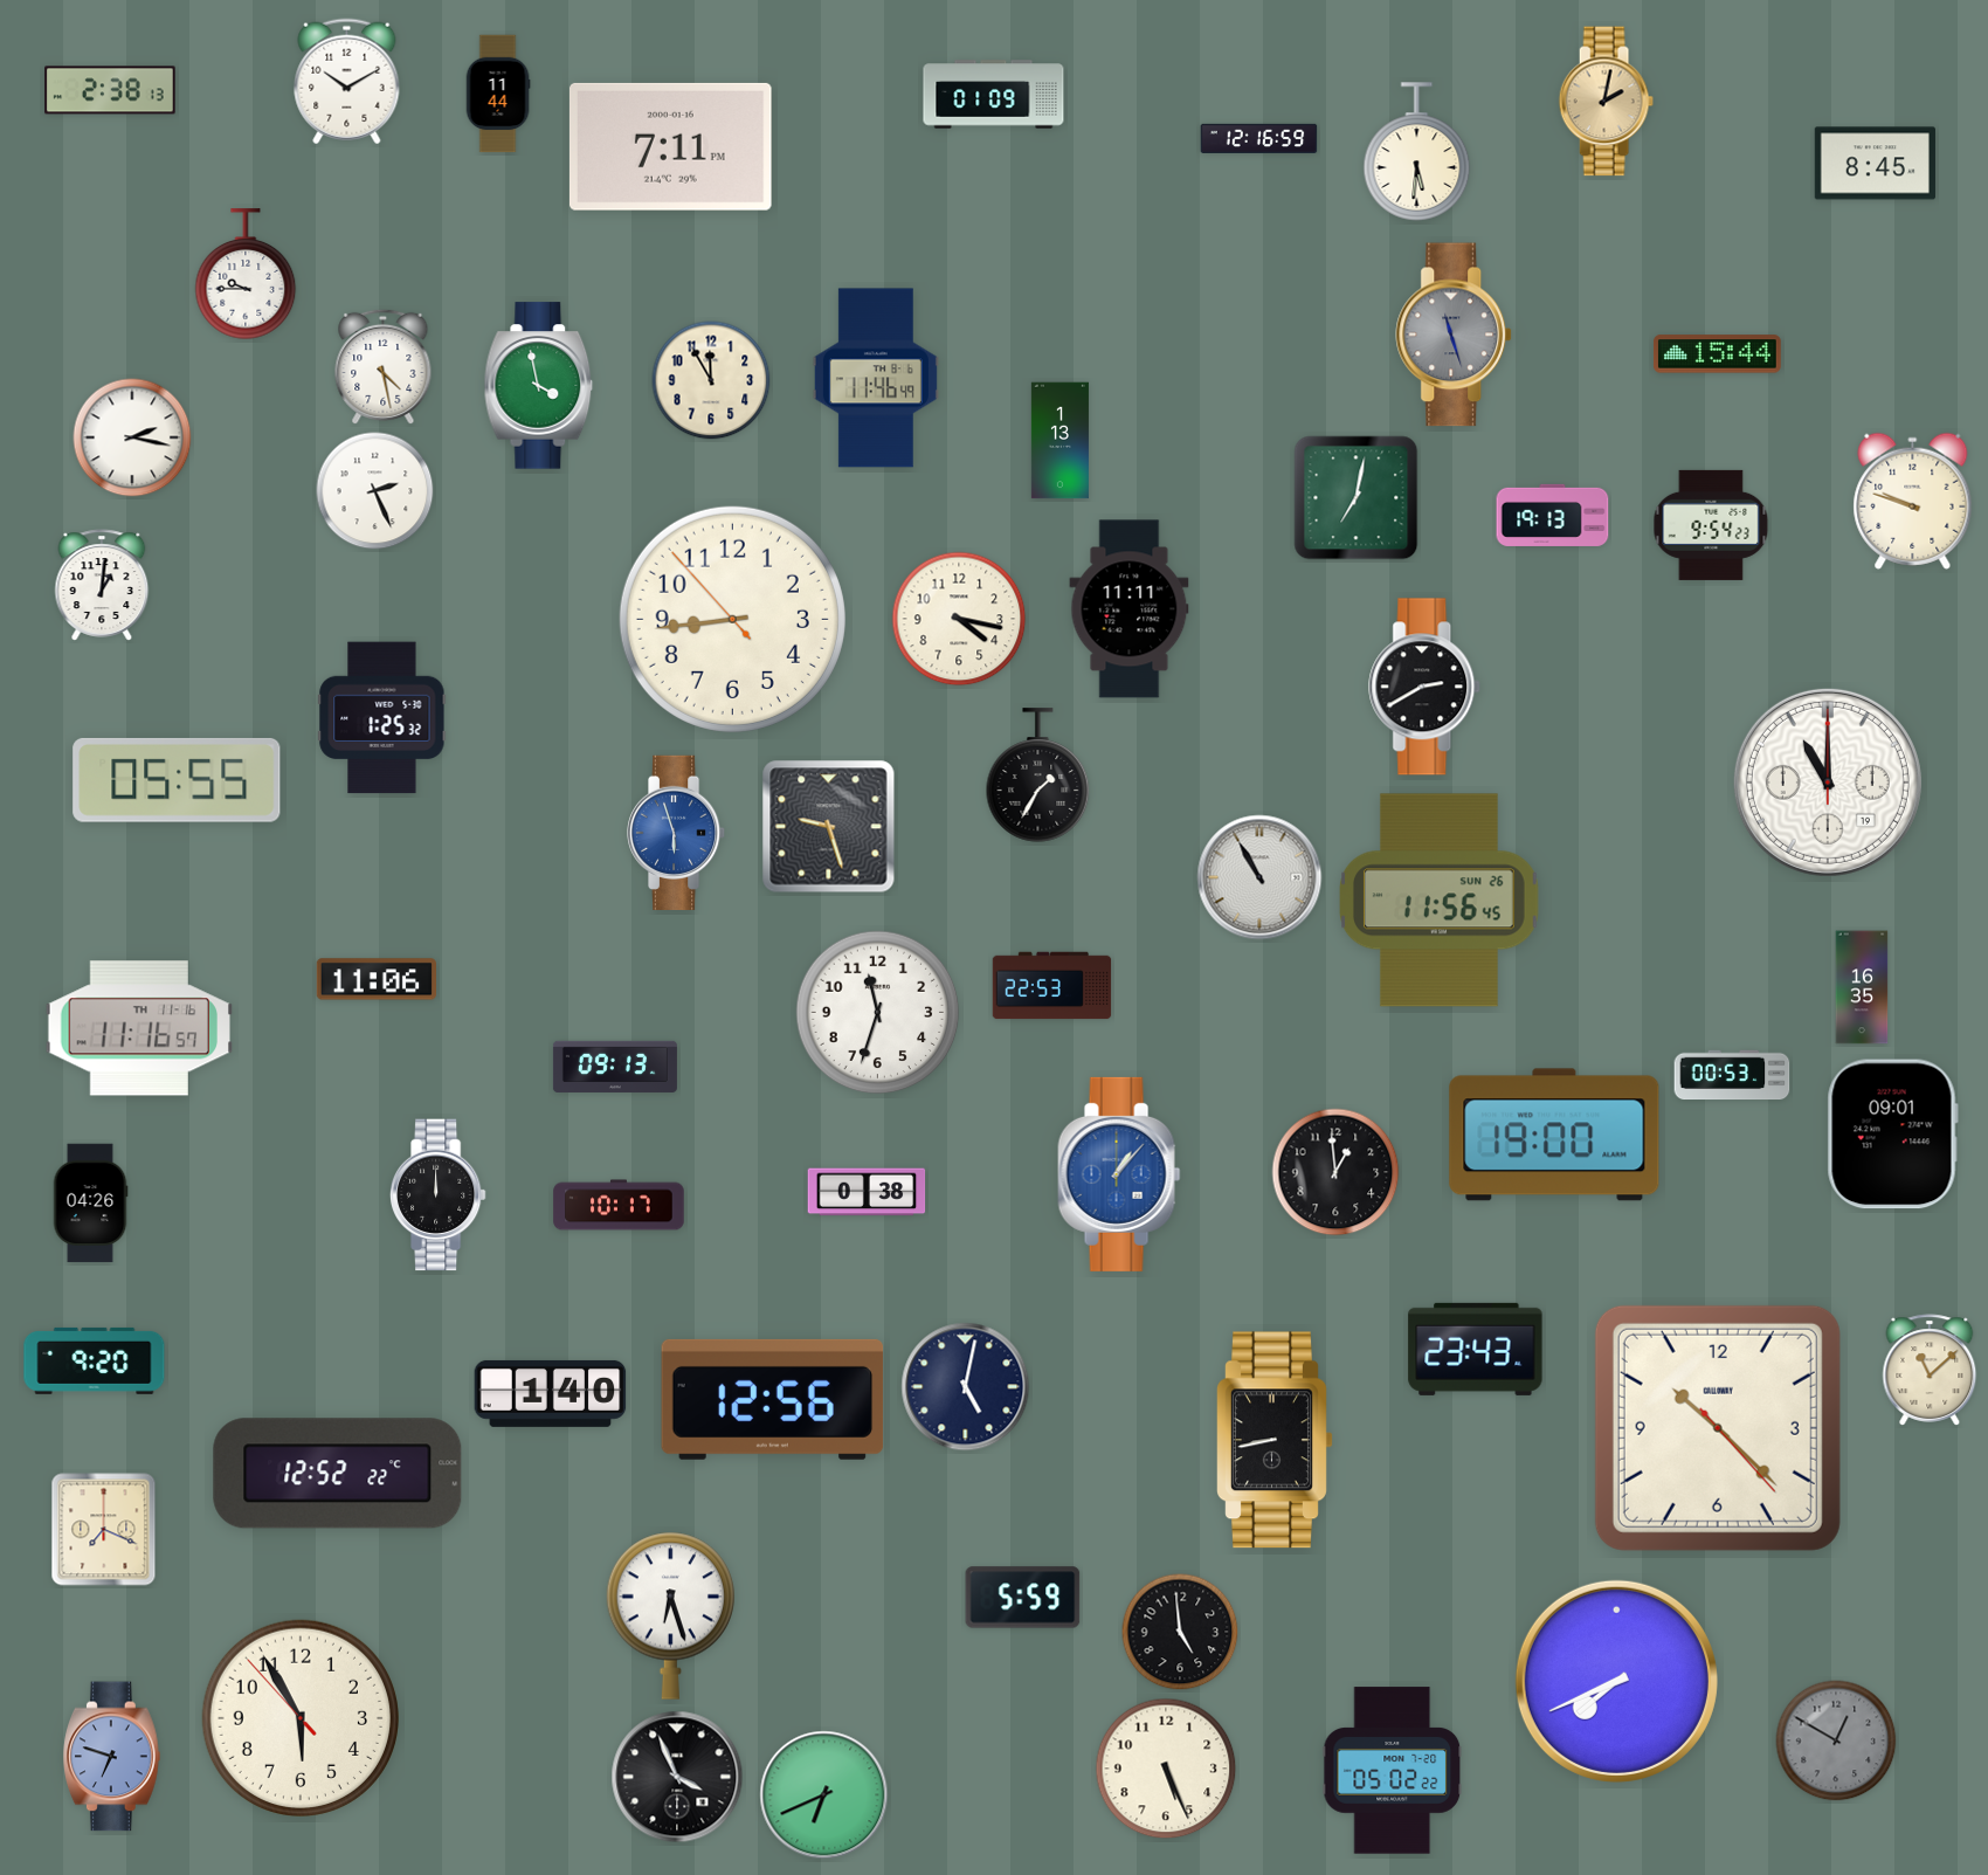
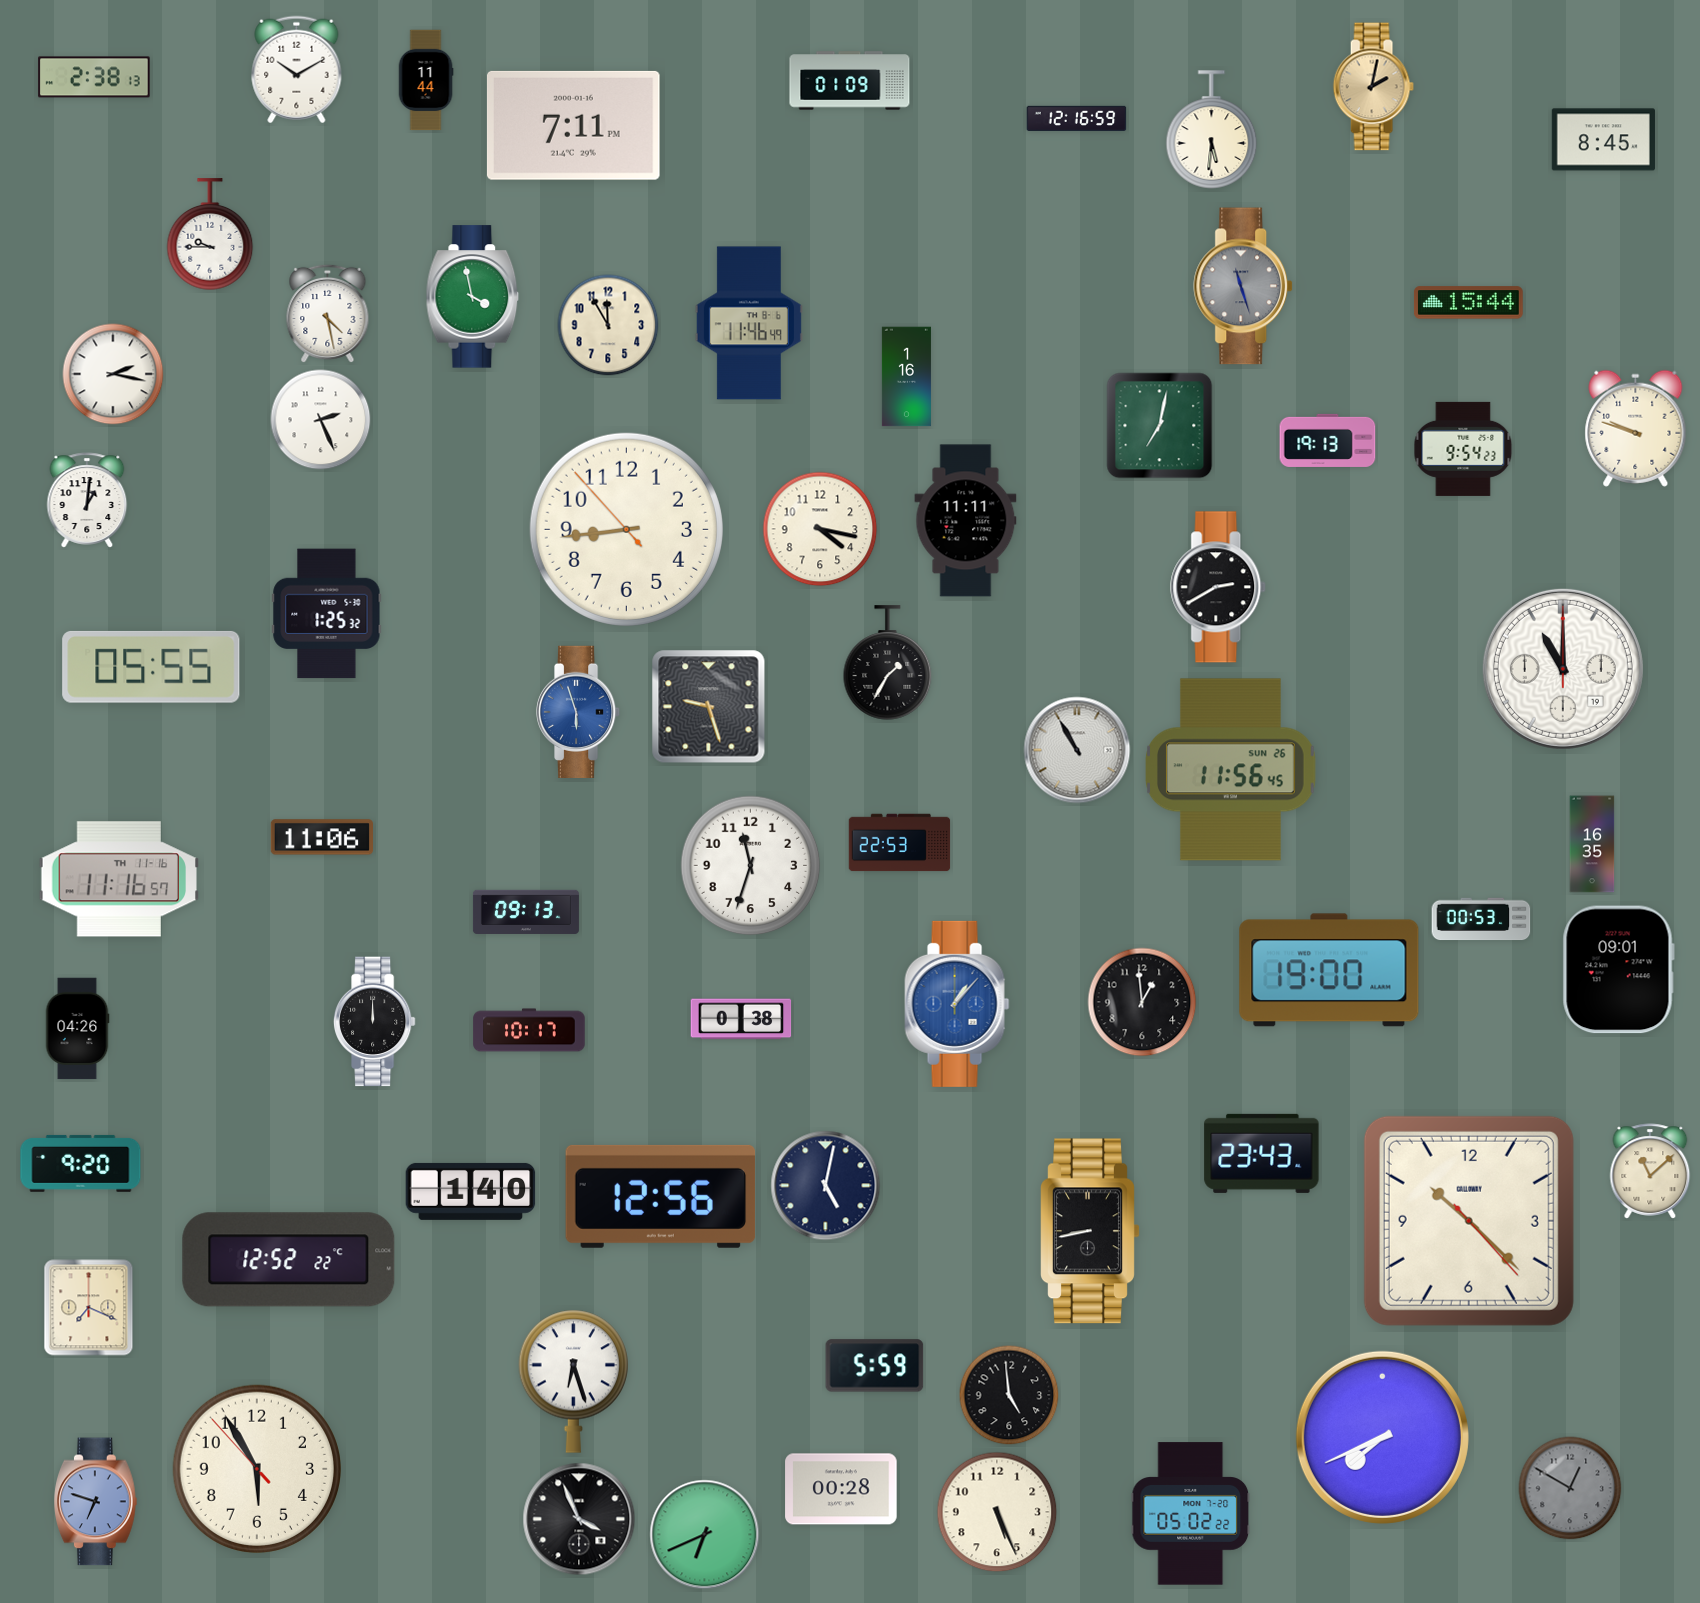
clock at (539, 386) position: (539, 386) -> (473, 297)
clock at (1059, 441): 1:13 -> 1:16
clock at (841, 1489): none -> 00:28
